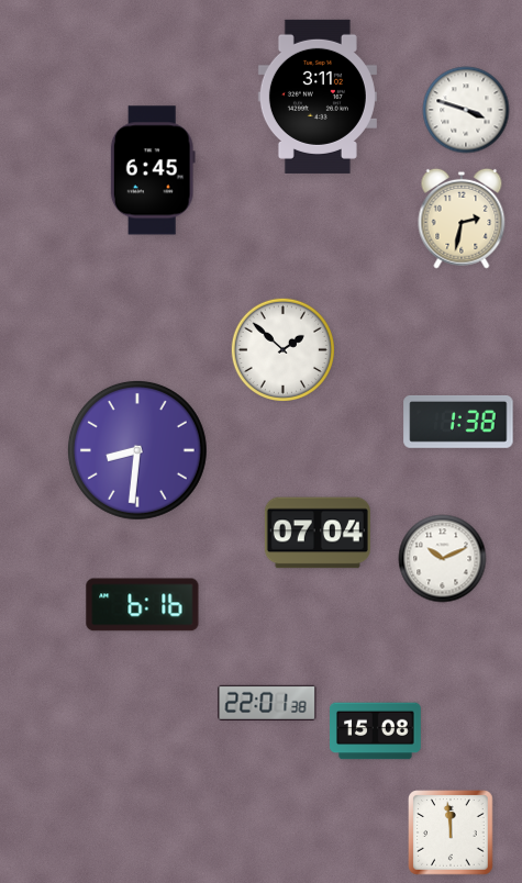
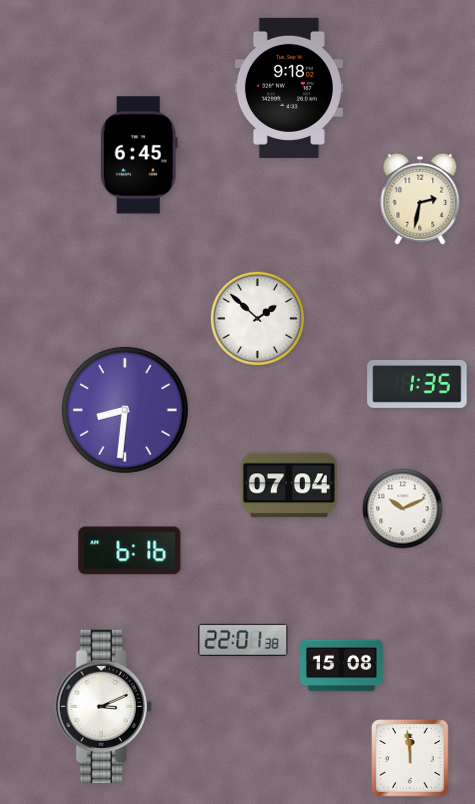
clock at (318, 97): 3:11 -> 9:18
clock at (466, 110): 3:48 -> none
clock at (458, 422): 1:38 -> 1:35
clock at (103, 706): none -> 3:11
